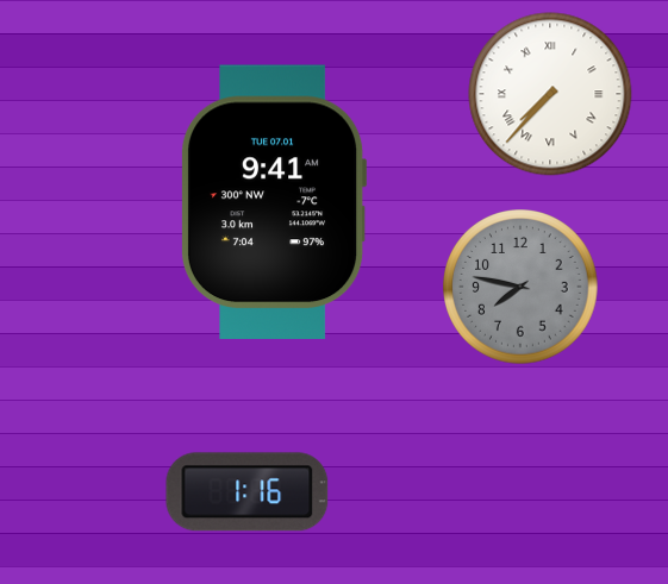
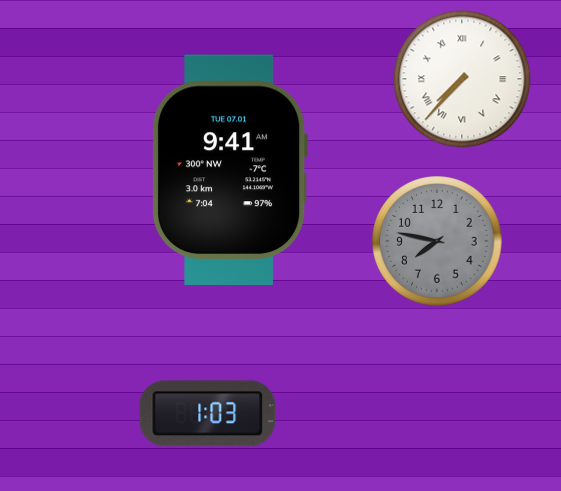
clock at (248, 492): 1:16 -> 1:03
